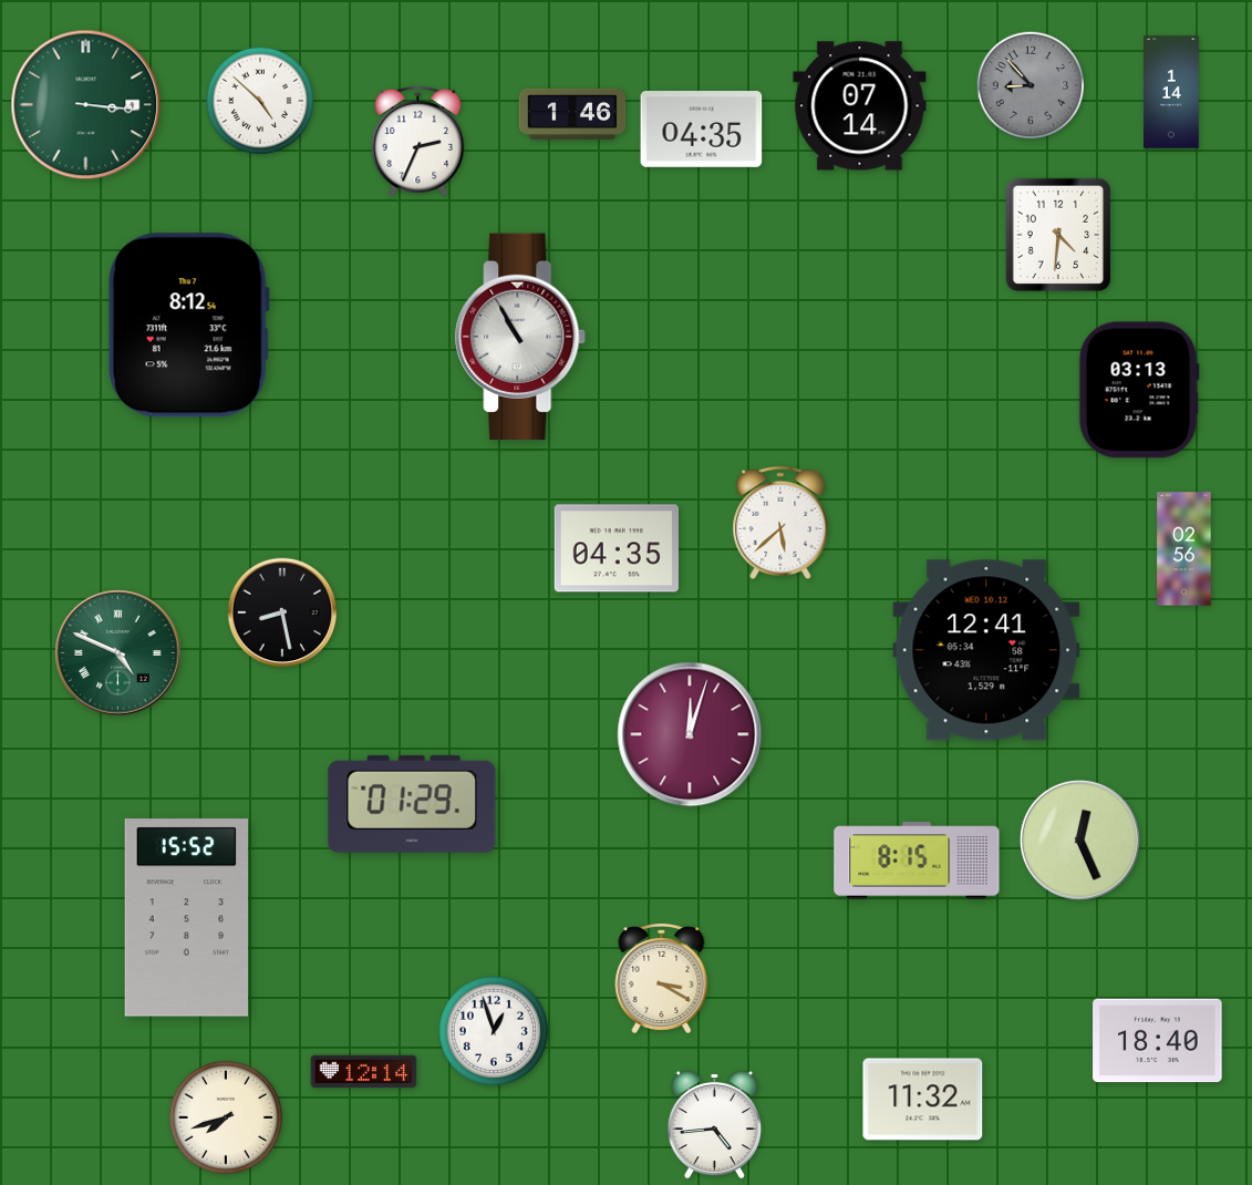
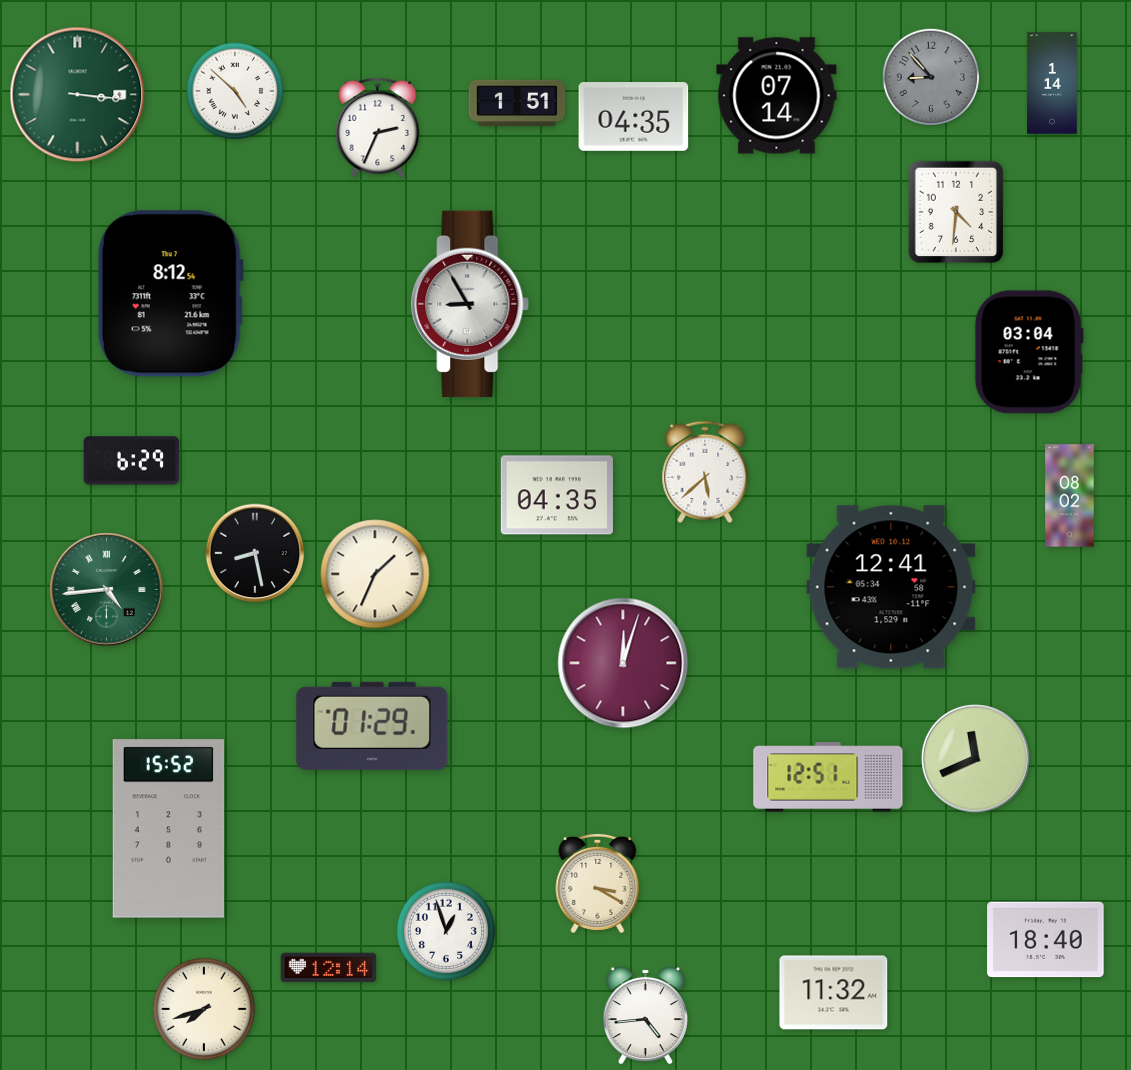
clock at (1171, 92) position: (1171, 92) -> (1052, 83)
clock at (572, 113): 1:46 -> 1:51
clock at (521, 337): 10:55 -> 8:55
clock at (1139, 390): 03:13 -> 03:04
clock at (132, 461): none -> 6:29
clock at (1184, 549): 02:56 -> 08:02
clock at (375, 574): none -> 1:34
clock at (118, 653): 4:49 -> 4:44
clock at (1079, 839): 12:26 -> 11:41
clock at (917, 861): 8:15 -> 12:51
